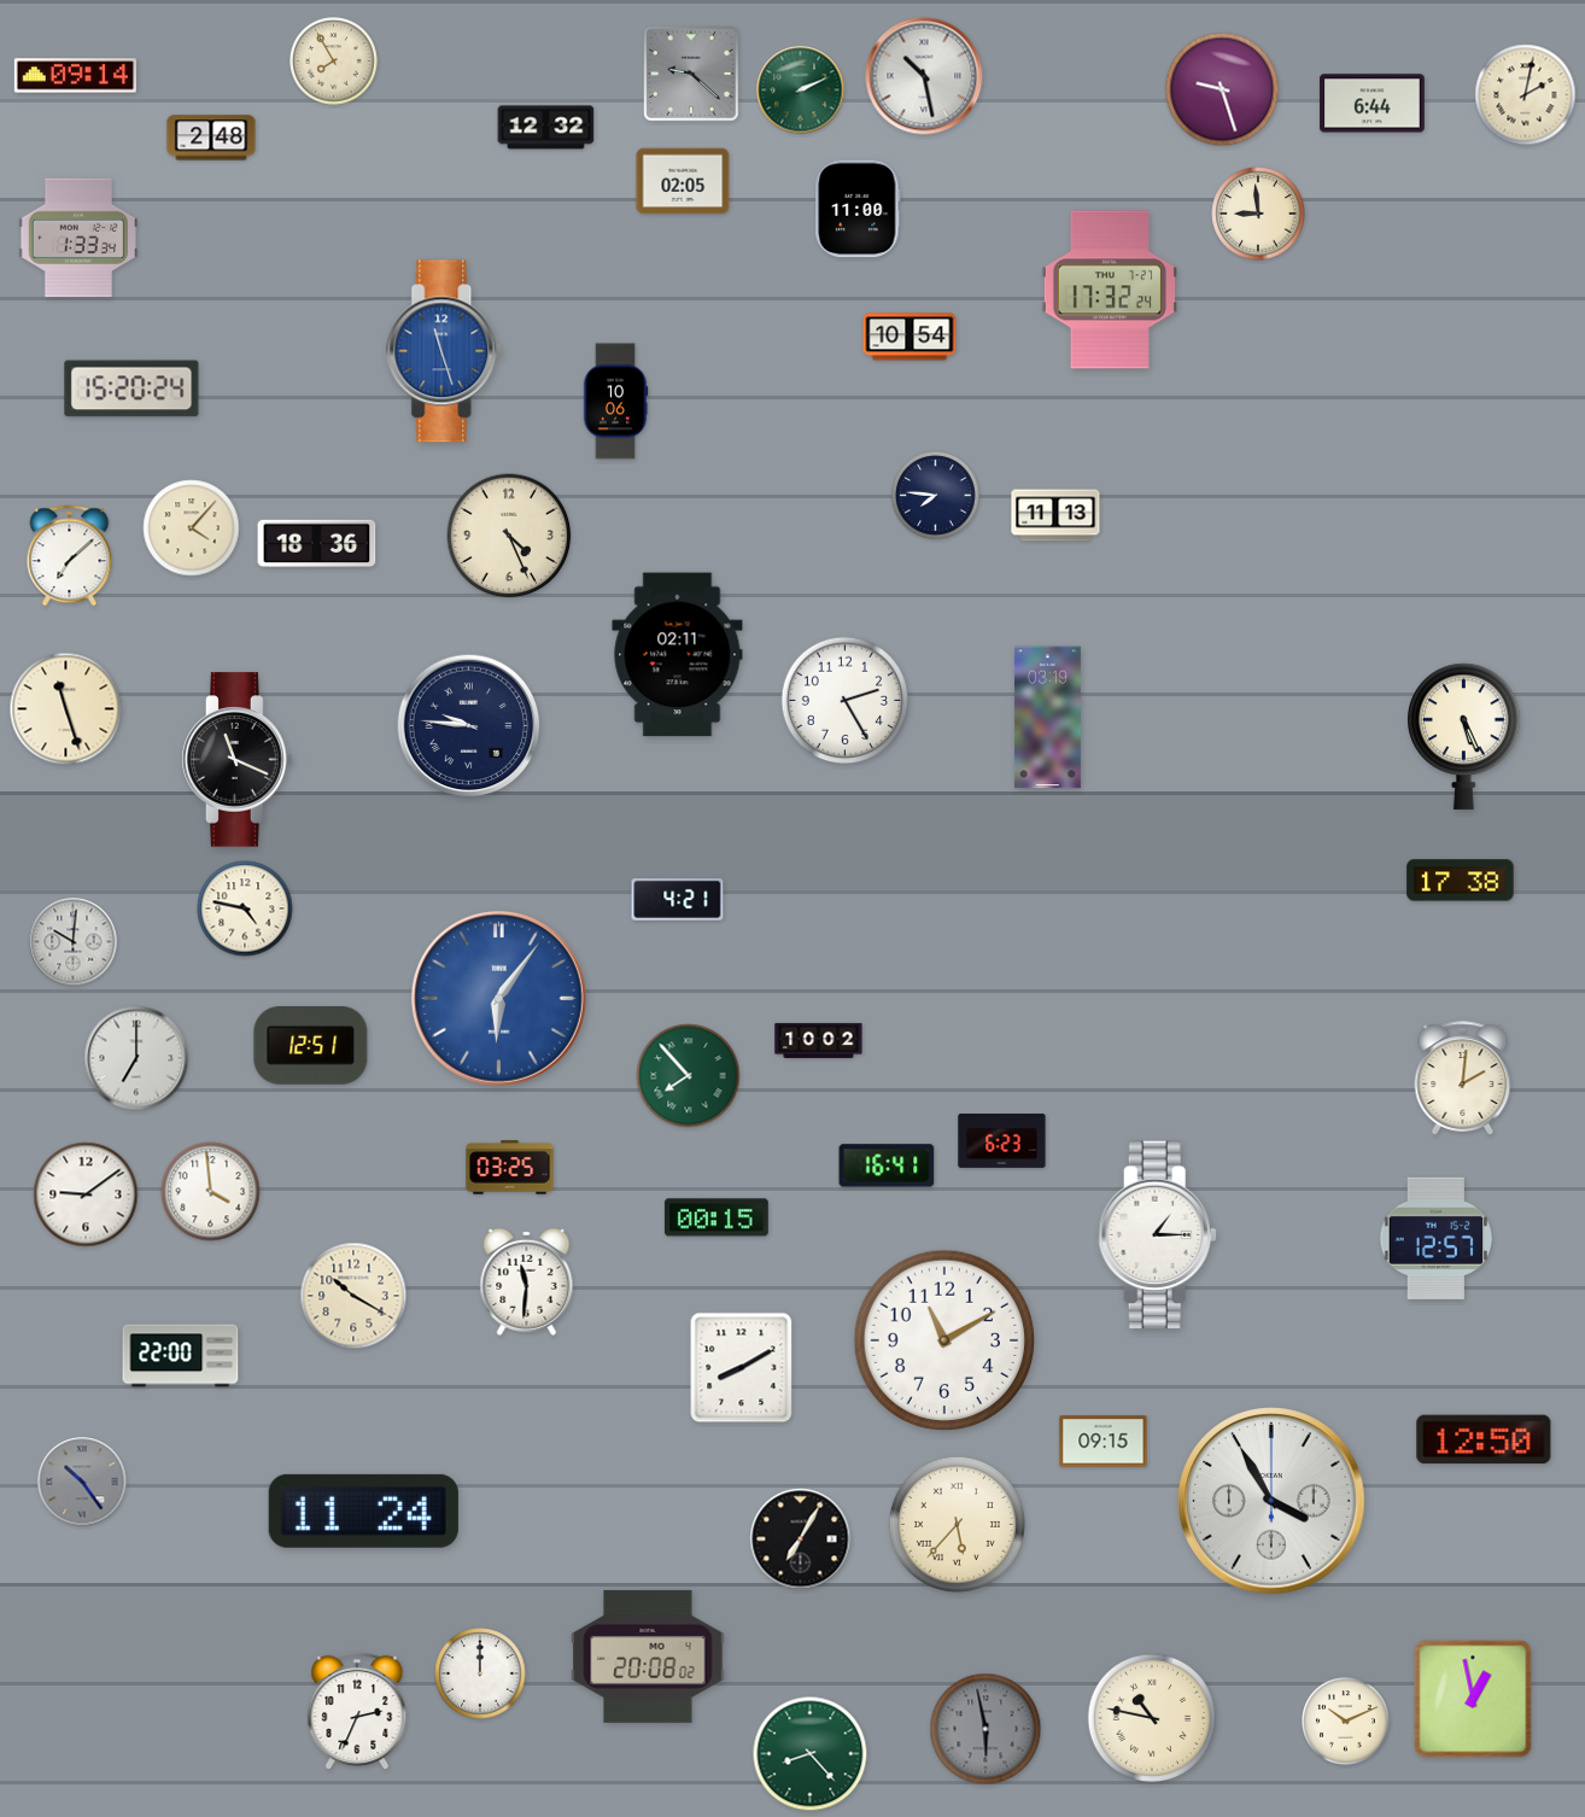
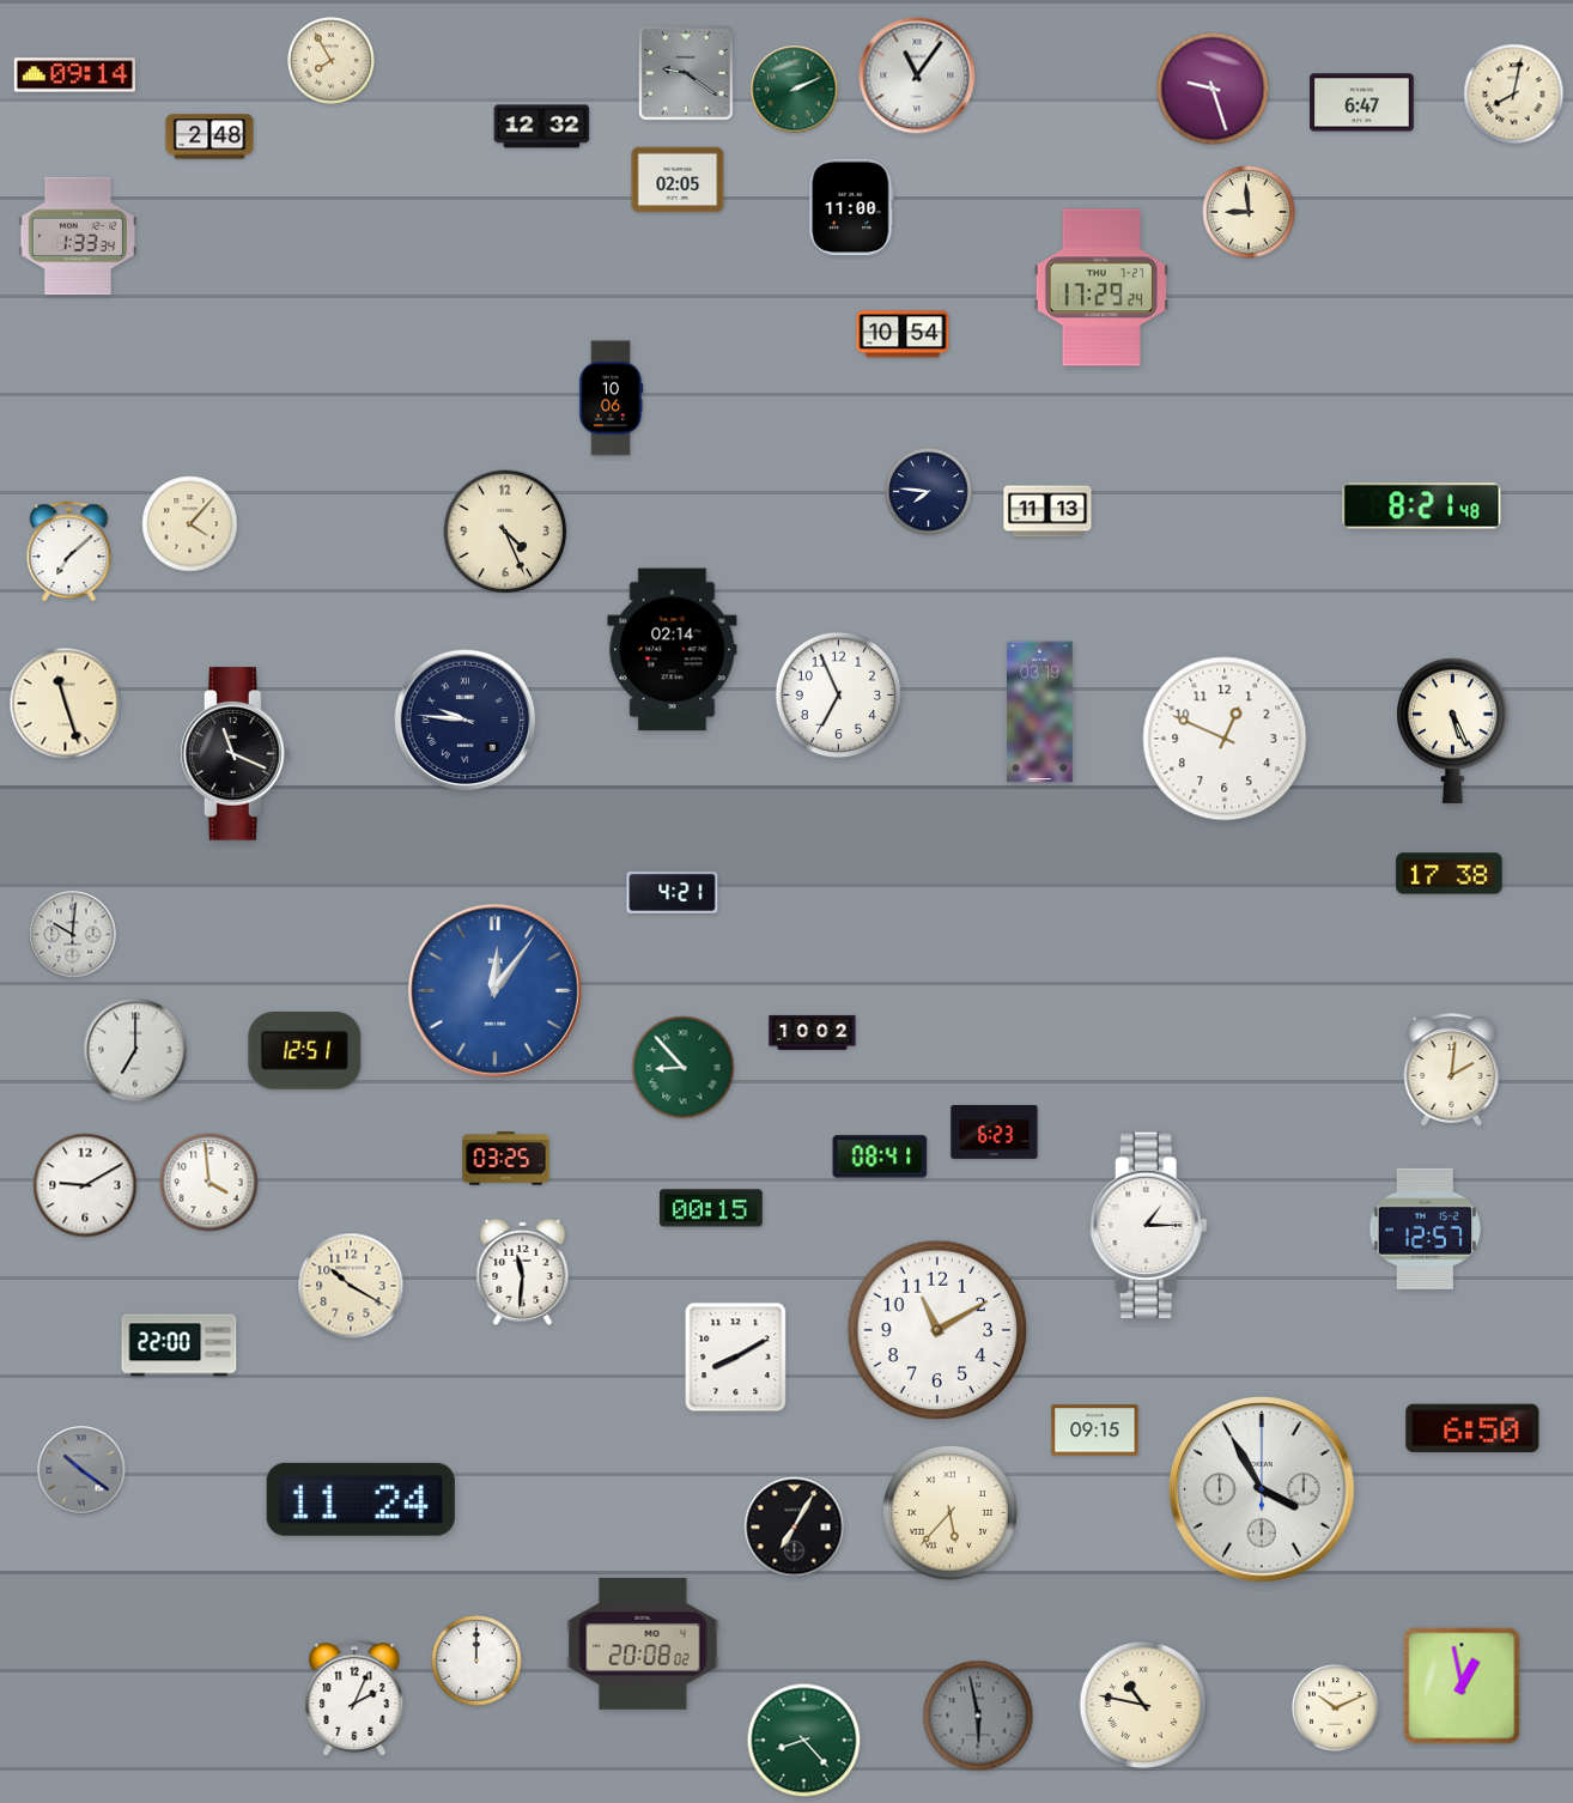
clock at (691, 74): 9:22 -> 9:21
clock at (924, 76): 10:28 -> 11:06
clock at (1526, 95): 2:02 -> 8:02
clock at (1373, 104): 6:44 -> 6:47
clock at (1110, 290): 17:32 -> 17:29
clock at (445, 351): 11:27 -> none
clock at (131, 388): 15:20 -> none
clock at (1422, 506): none -> 8:21
clock at (317, 544): 18:36 -> none
clock at (678, 655): 02:11 -> 02:14
clock at (846, 701): 2:25 -> 6:56
clock at (1225, 739): none -> 12:49
clock at (245, 908): 4:47 -> none
clock at (498, 998): 6:06 -> 12:06
clock at (311, 1046) position: (311, 1046) -> (305, 1051)
clock at (689, 1076): 7:53 -> 8:53
clock at (887, 1165): 16:41 -> 08:41
clock at (86, 1194): 9:09 -> 9:10
clock at (1484, 1439): 12:50 -> 6:50
clock at (82, 1482): 10:24 -> 10:21
clock at (357, 1711): 2:34 -> 2:04
